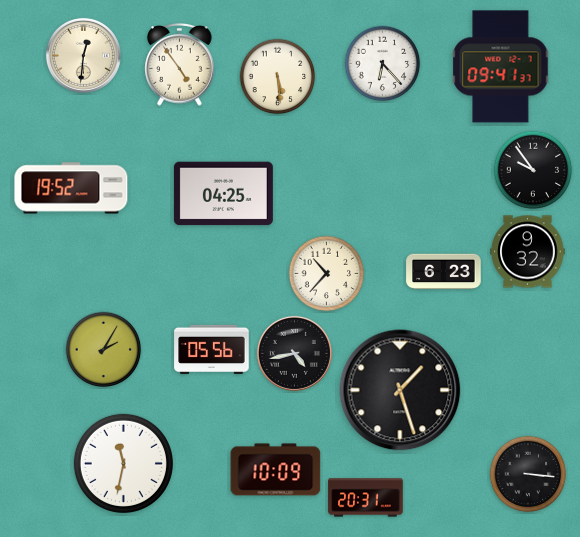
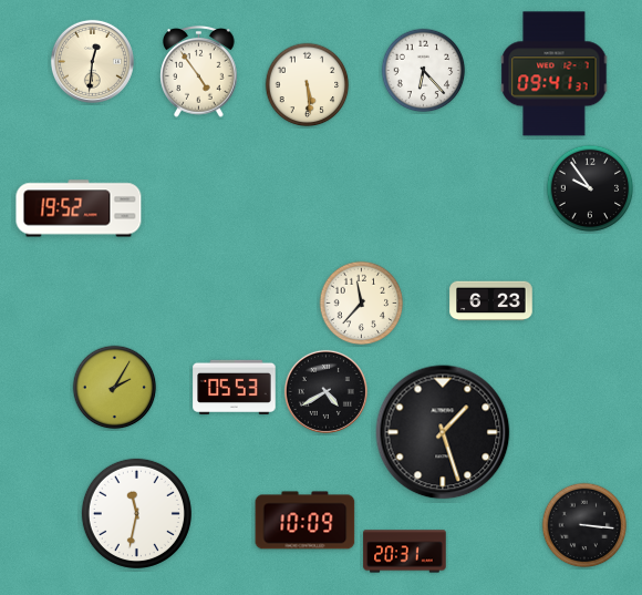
clock at (223, 194): 04:25 -> none
clock at (528, 252): 9:32 -> none
clock at (327, 274): 10:37 -> 11:37
clock at (212, 349): 05:56 -> 05:53
clock at (294, 353): 4:43 -> 4:40
